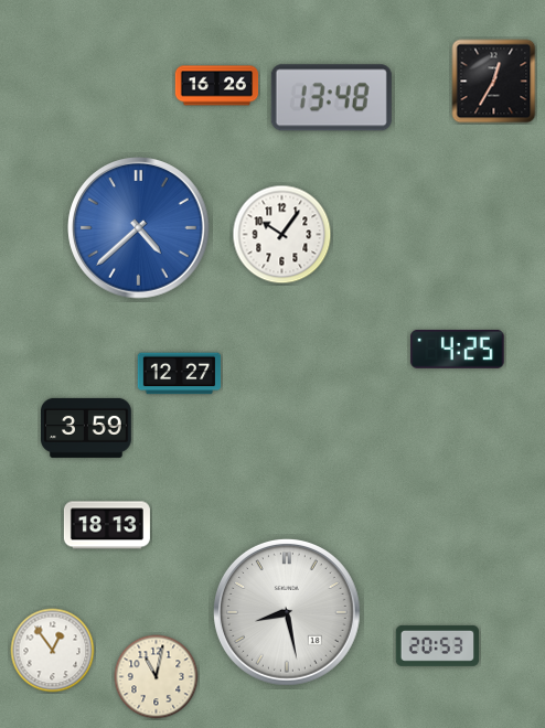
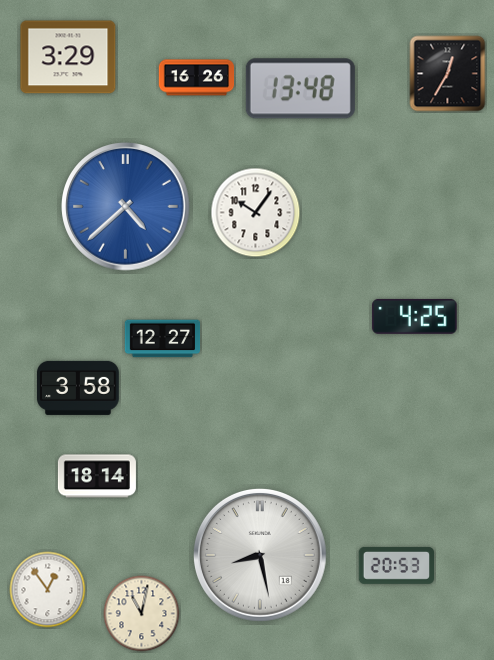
clock at (68, 57): none -> 3:29
clock at (87, 428): 3:59 -> 3:58
clock at (107, 525): 18:13 -> 18:14
clock at (437, 645) position: (437, 645) -> (396, 565)
